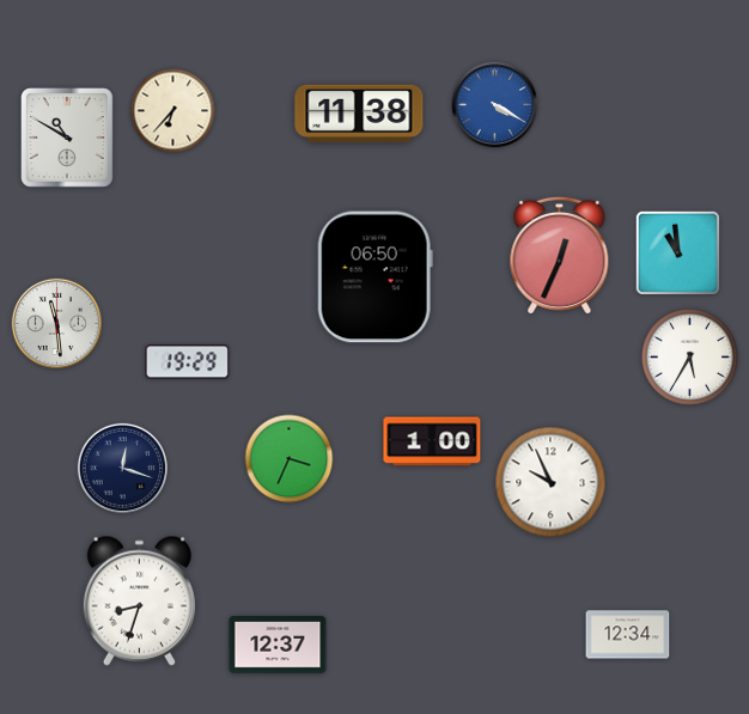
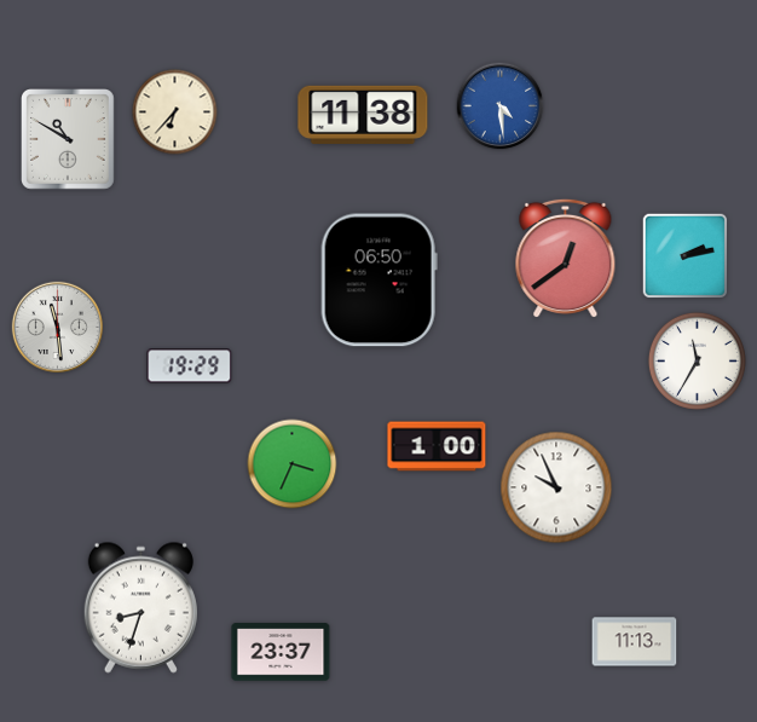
clock at (495, 105): 4:20 -> 4:29
clock at (678, 254): 10:59 -> 2:13
clock at (560, 255): 12:34 -> 12:39
clock at (689, 356): 5:35 -> 11:35
clock at (122, 468): 12:18 -> none
clock at (628, 635): 12:34 -> 11:13
clock at (278, 645): 12:37 -> 23:37
